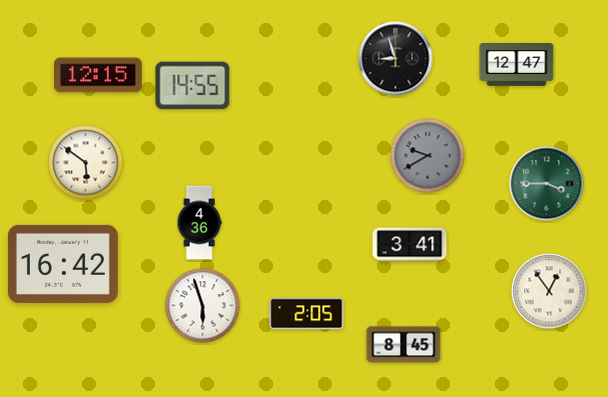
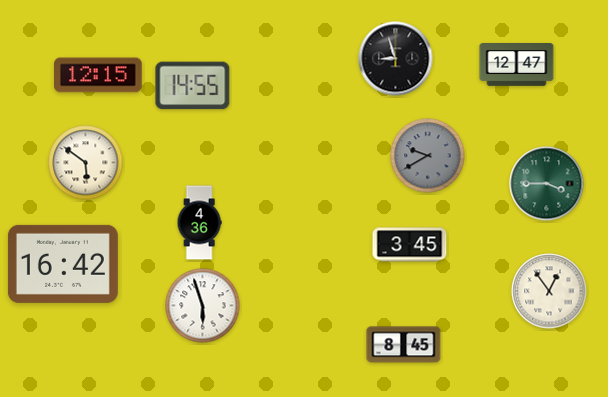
clock at (410, 245): 3:41 -> 3:45
clock at (307, 314): 2:05 -> none
